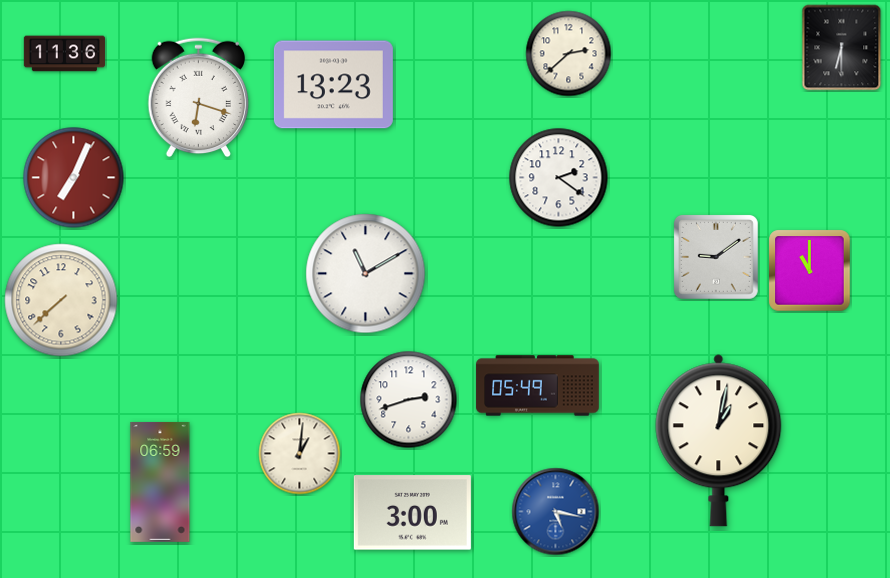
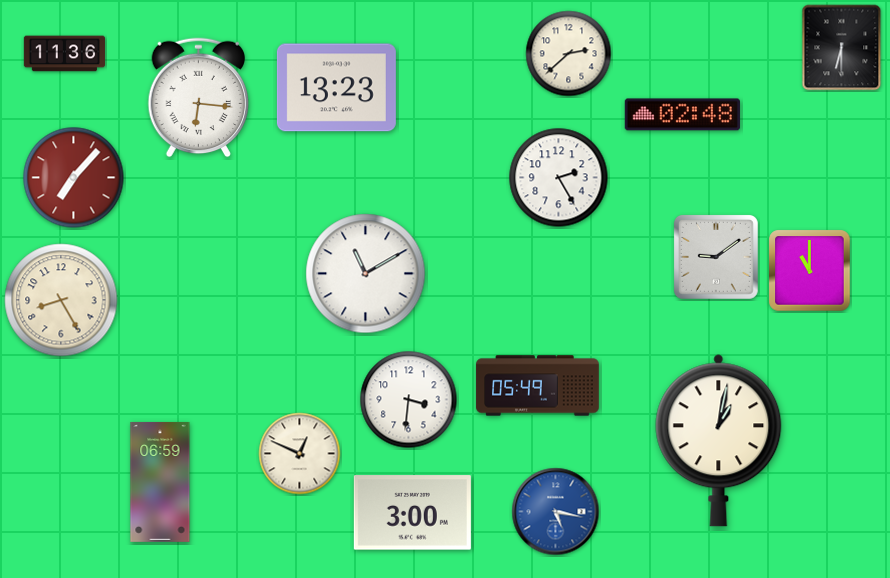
clock at (333, 85) position: (333, 85) -> (336, 88)
clock at (199, 98): 6:18 -> 6:16
clock at (682, 115): none -> 02:48
clock at (74, 178): 7:04 -> 7:07
clock at (559, 178): 2:21 -> 2:25
clock at (61, 300): 7:38 -> 8:25
clock at (409, 400): 2:42 -> 3:31
clock at (300, 454): 1:01 -> 12:49
